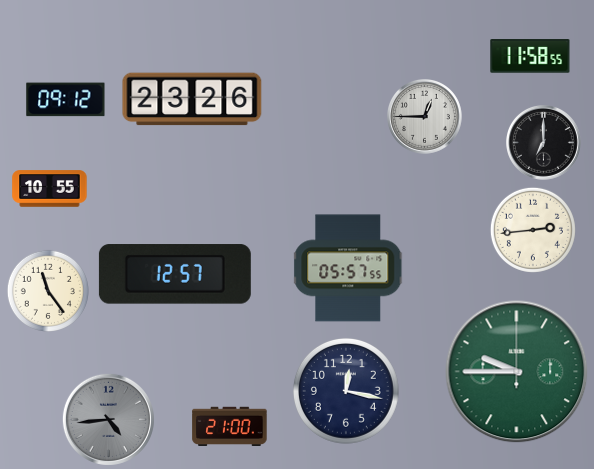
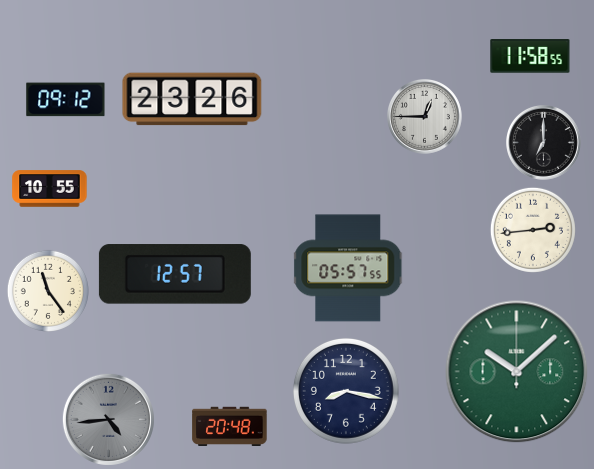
clock at (517, 372): 9:45 -> 10:08
clock at (346, 391): 12:17 -> 8:17
clock at (230, 427): 21:00 -> 20:48
